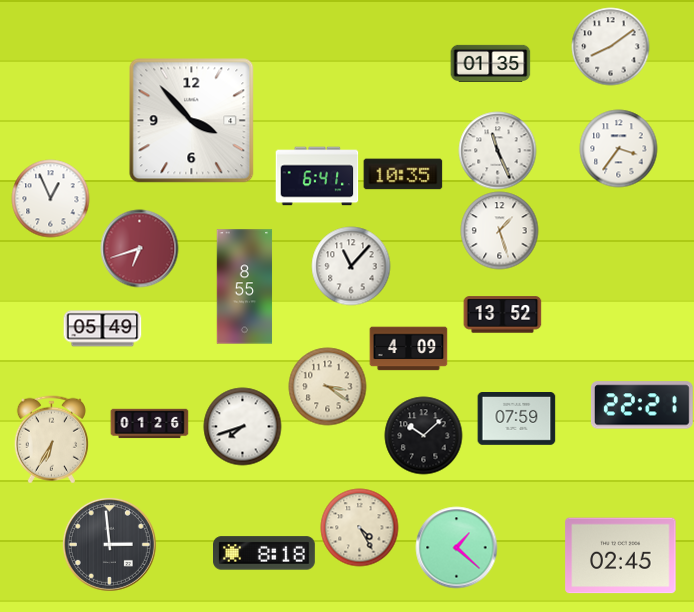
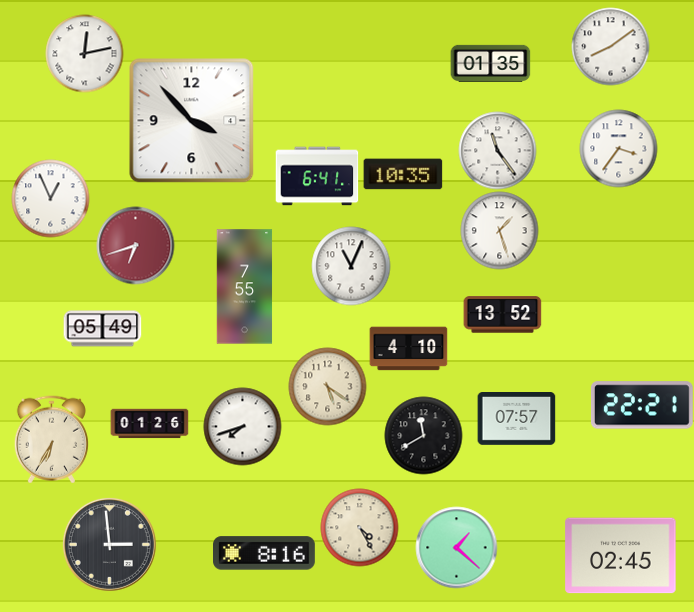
clock at (84, 53): none -> 12:13
clock at (497, 150): 11:26 -> 11:24
clock at (139, 248) position: (139, 248) -> (135, 245)
clock at (351, 266): 11:07 -> 11:04
clock at (245, 287): 8:55 -> 7:55
clock at (408, 349): 4:09 -> 4:10
clock at (327, 386): 3:21 -> 5:21
clock at (516, 419): 07:59 -> 07:57
clock at (423, 435): 10:08 -> 11:40
clock at (265, 553): 8:18 -> 8:16
